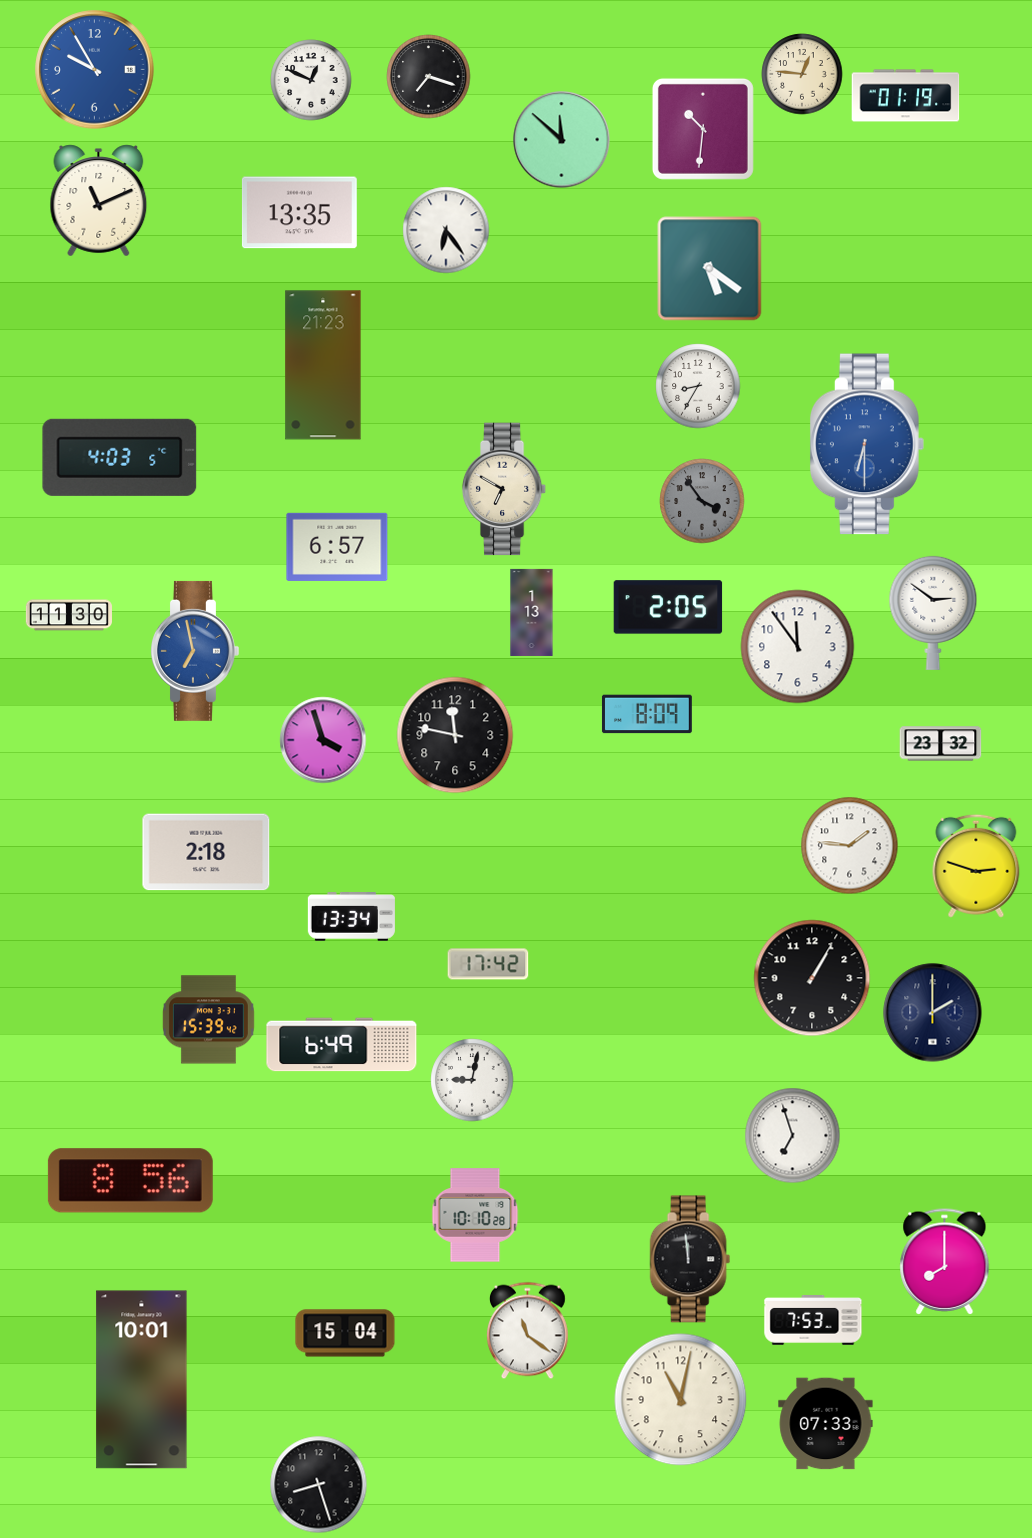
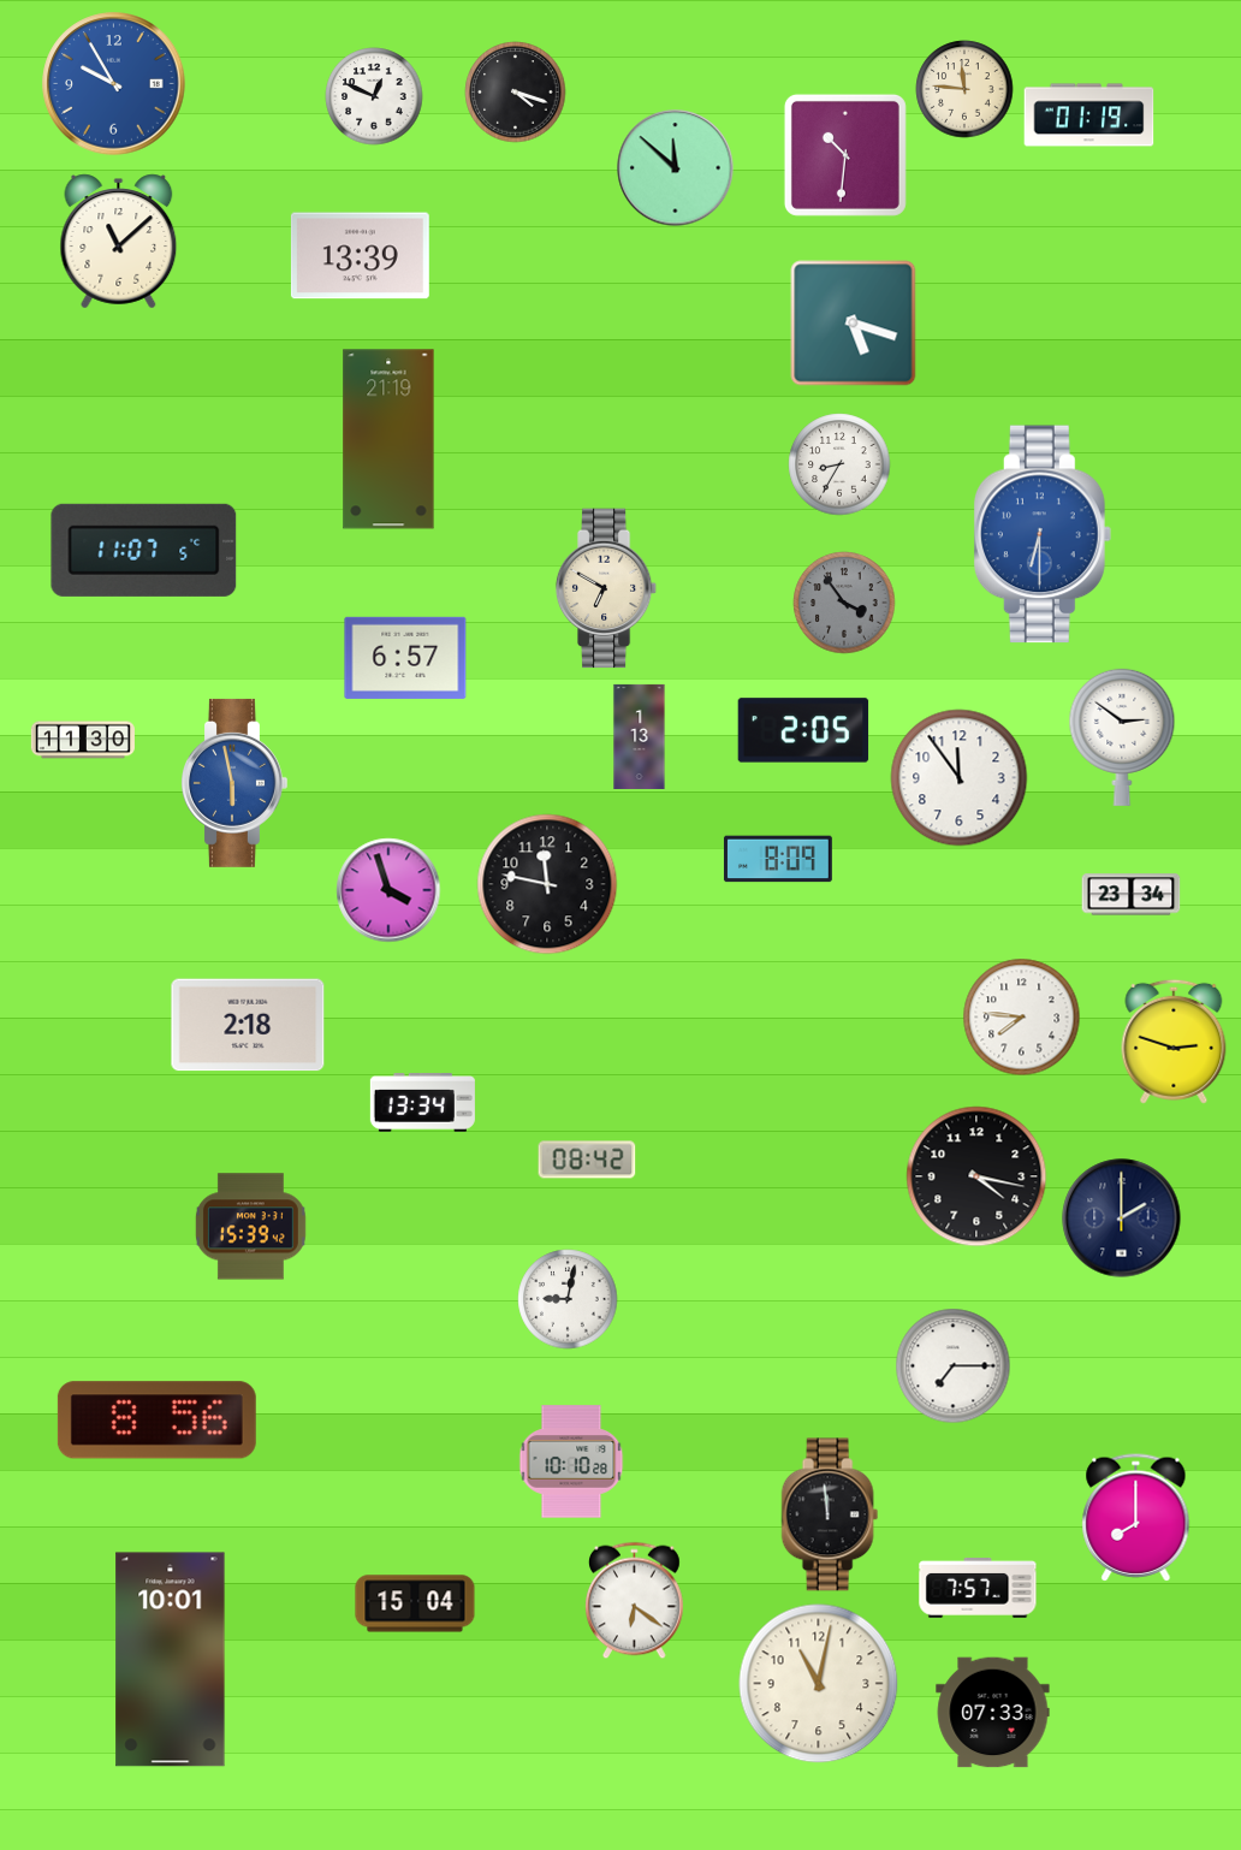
clock at (802, 74): 12:46 -> 11:46
clock at (429, 77): 7:18 -> 4:18
clock at (99, 201): 11:11 -> 11:08
clock at (299, 213): 13:35 -> 13:39
clock at (446, 230): 6:24 -> none
clock at (710, 269): 5:21 -> 5:18
clock at (323, 365): 21:23 -> 21:19
clock at (120, 457): 4:03 -> 11:07
clock at (195, 651): 6:58 -> 5:58
clock at (941, 744): 23:32 -> 23:34
clock at (850, 846): 1:46 -> 7:46
clock at (488, 964): 17:42 -> 08:42
clock at (812, 978): 1:05 -> 4:17
clock at (342, 1045): 6:49 -> none
clock at (793, 1136): 6:57 -> 7:15
clock at (813, 1321): 7:53 -> 7:57
clock at (528, 1331): 11:21 -> 6:21
clock at (319, 1485): 8:27 -> none
